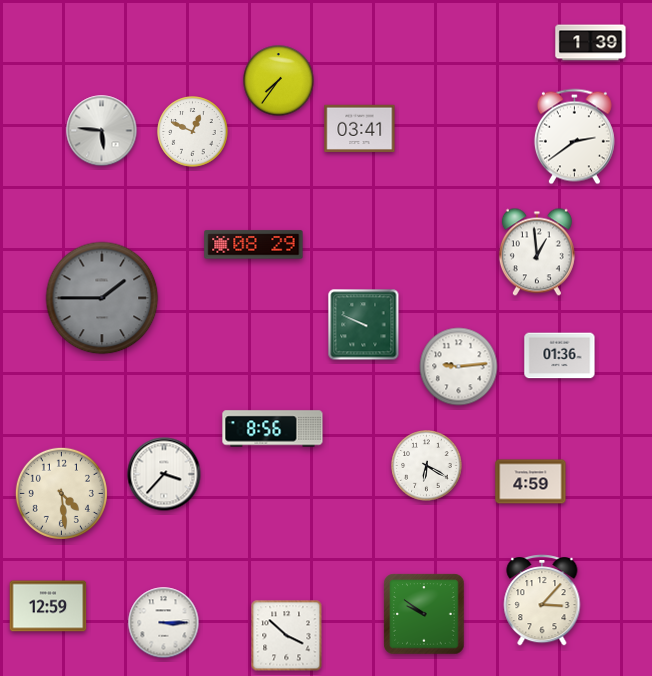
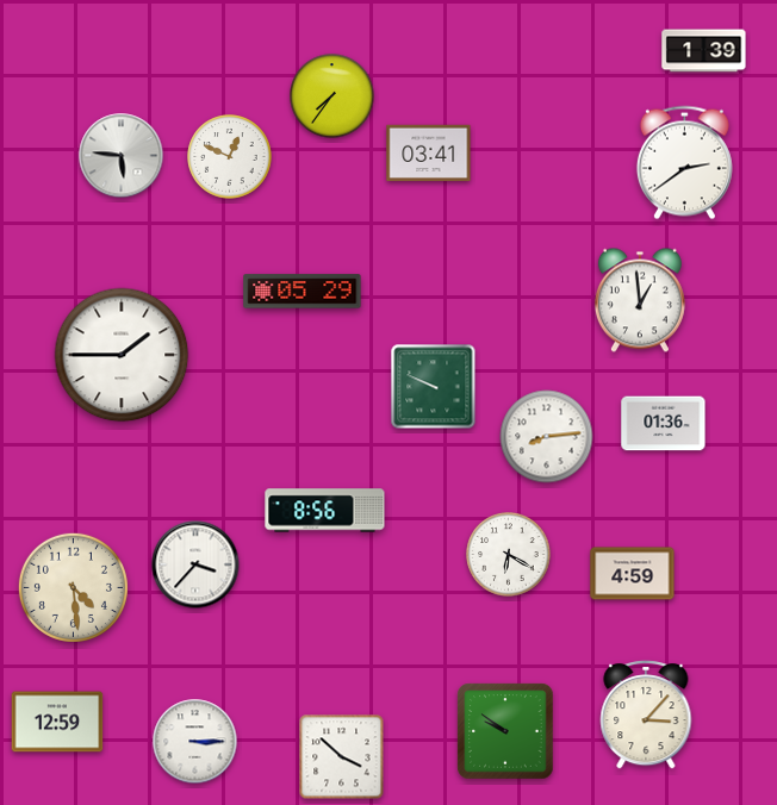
clock at (254, 245): 08:29 -> 05:29
clock at (102, 298) dial: grey -> white
clock at (560, 356) position: (560, 356) -> (664, 424)
clock at (459, 367): 9:14 -> 8:14
